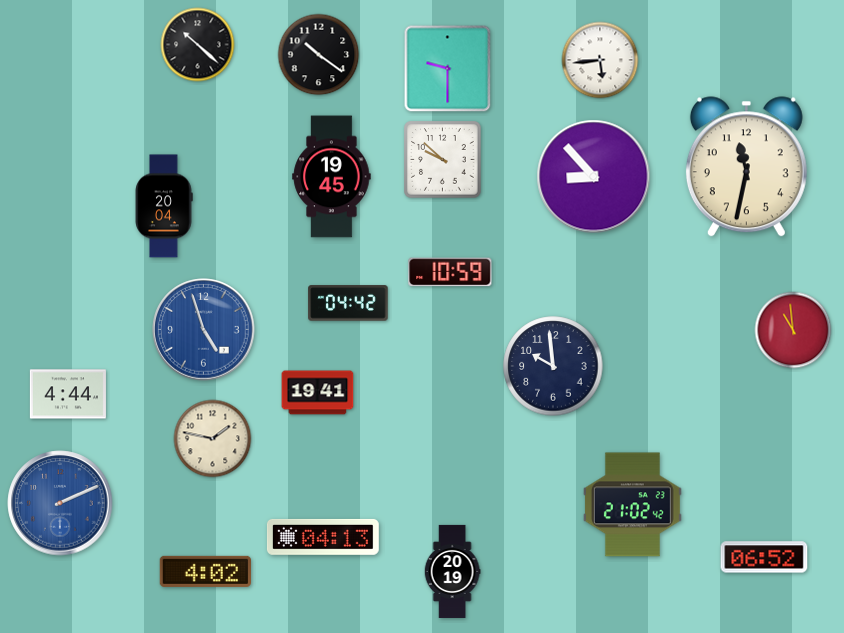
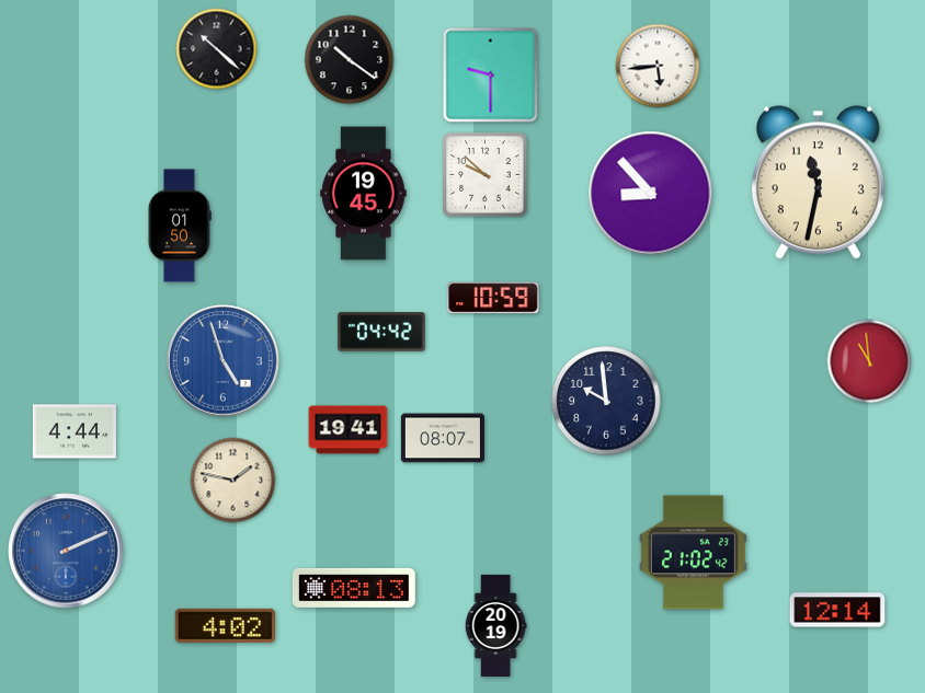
clock at (164, 206): 20:04 -> 01:50
clock at (443, 438): none -> 08:07
clock at (323, 537): 04:13 -> 08:13
clock at (764, 557): 06:52 -> 12:14
